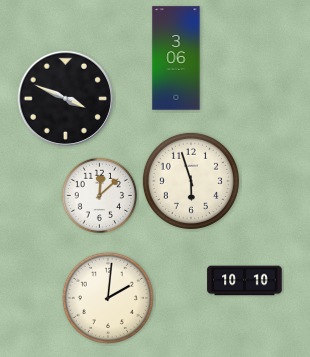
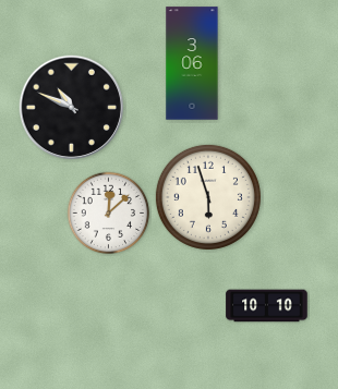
clock at (65, 98): 3:49 -> 10:49
clock at (108, 298): 2:01 -> none
